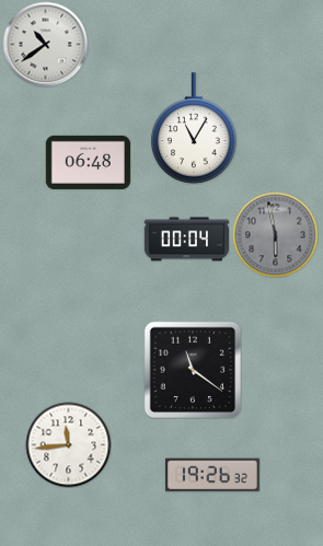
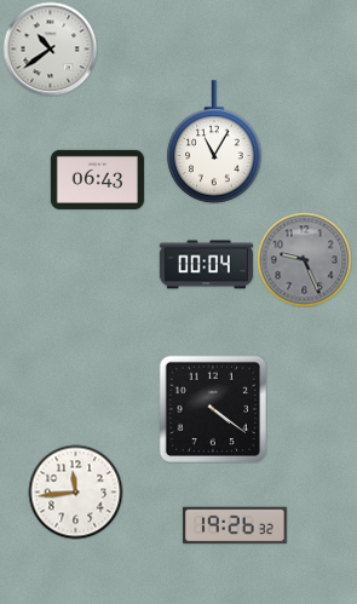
clock at (88, 162): 06:48 -> 06:43
clock at (275, 234): 5:58 -> 9:26
clock at (193, 370): 11:21 -> 4:21
